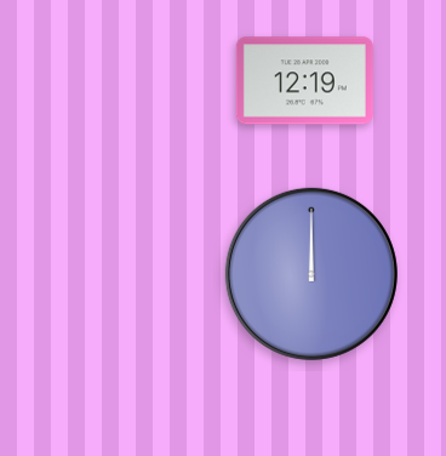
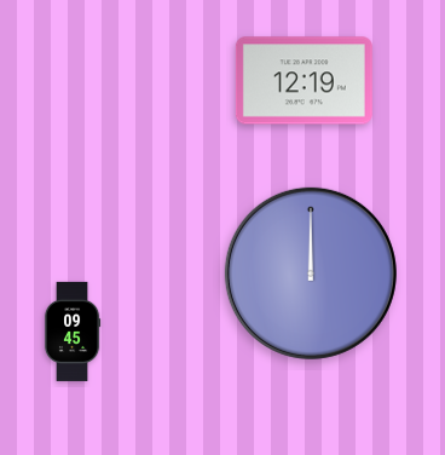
clock at (73, 332): none -> 09:45
